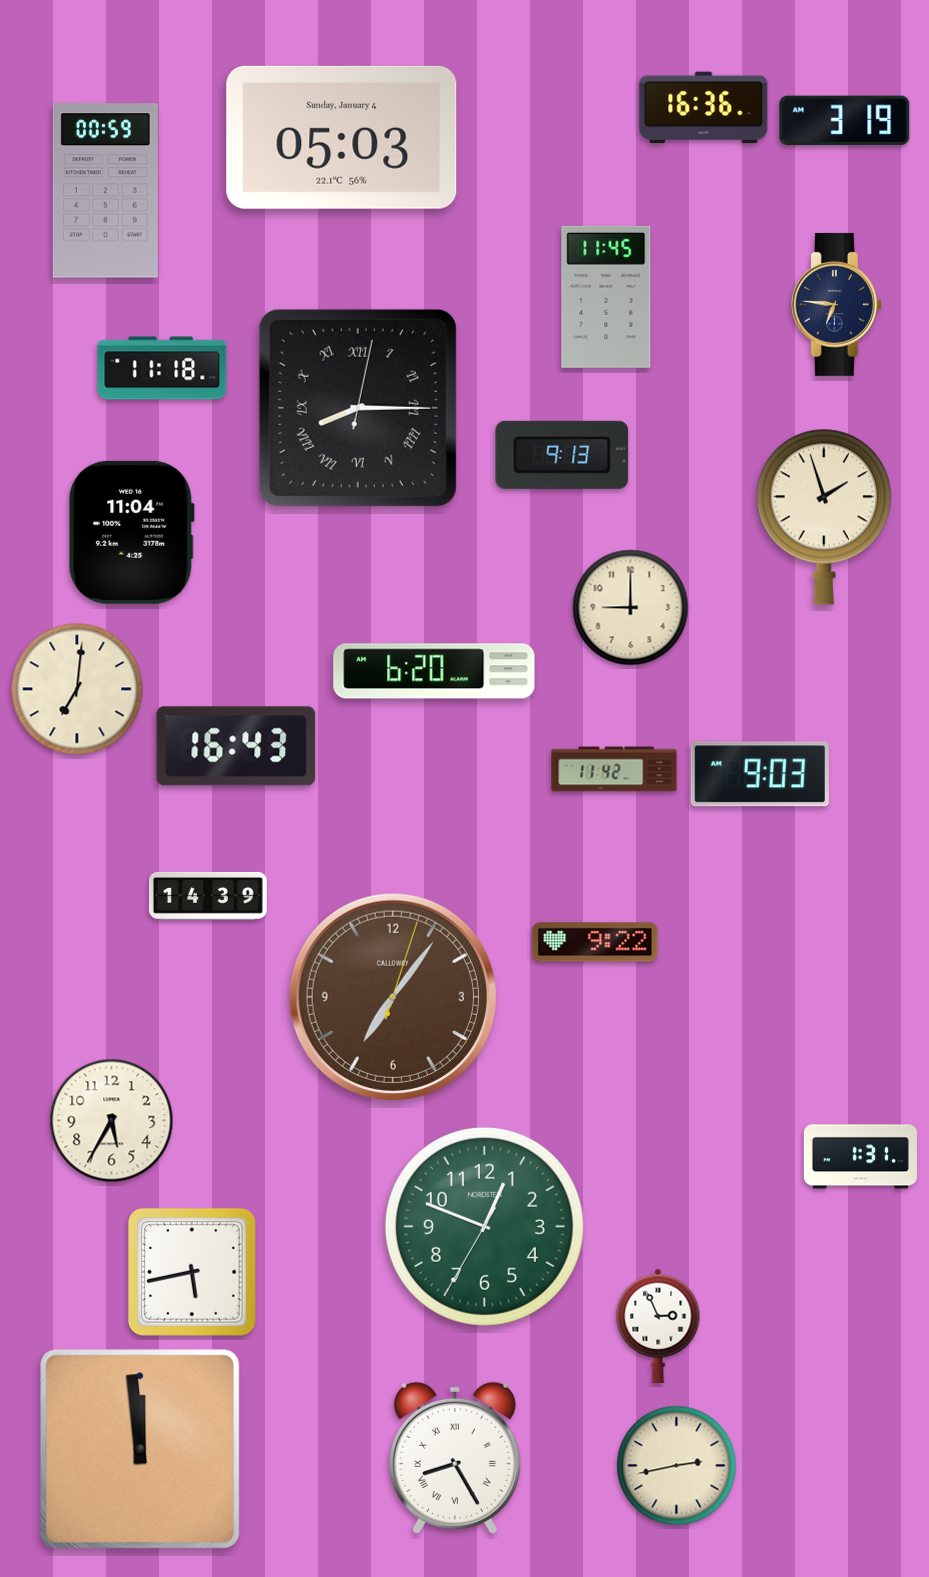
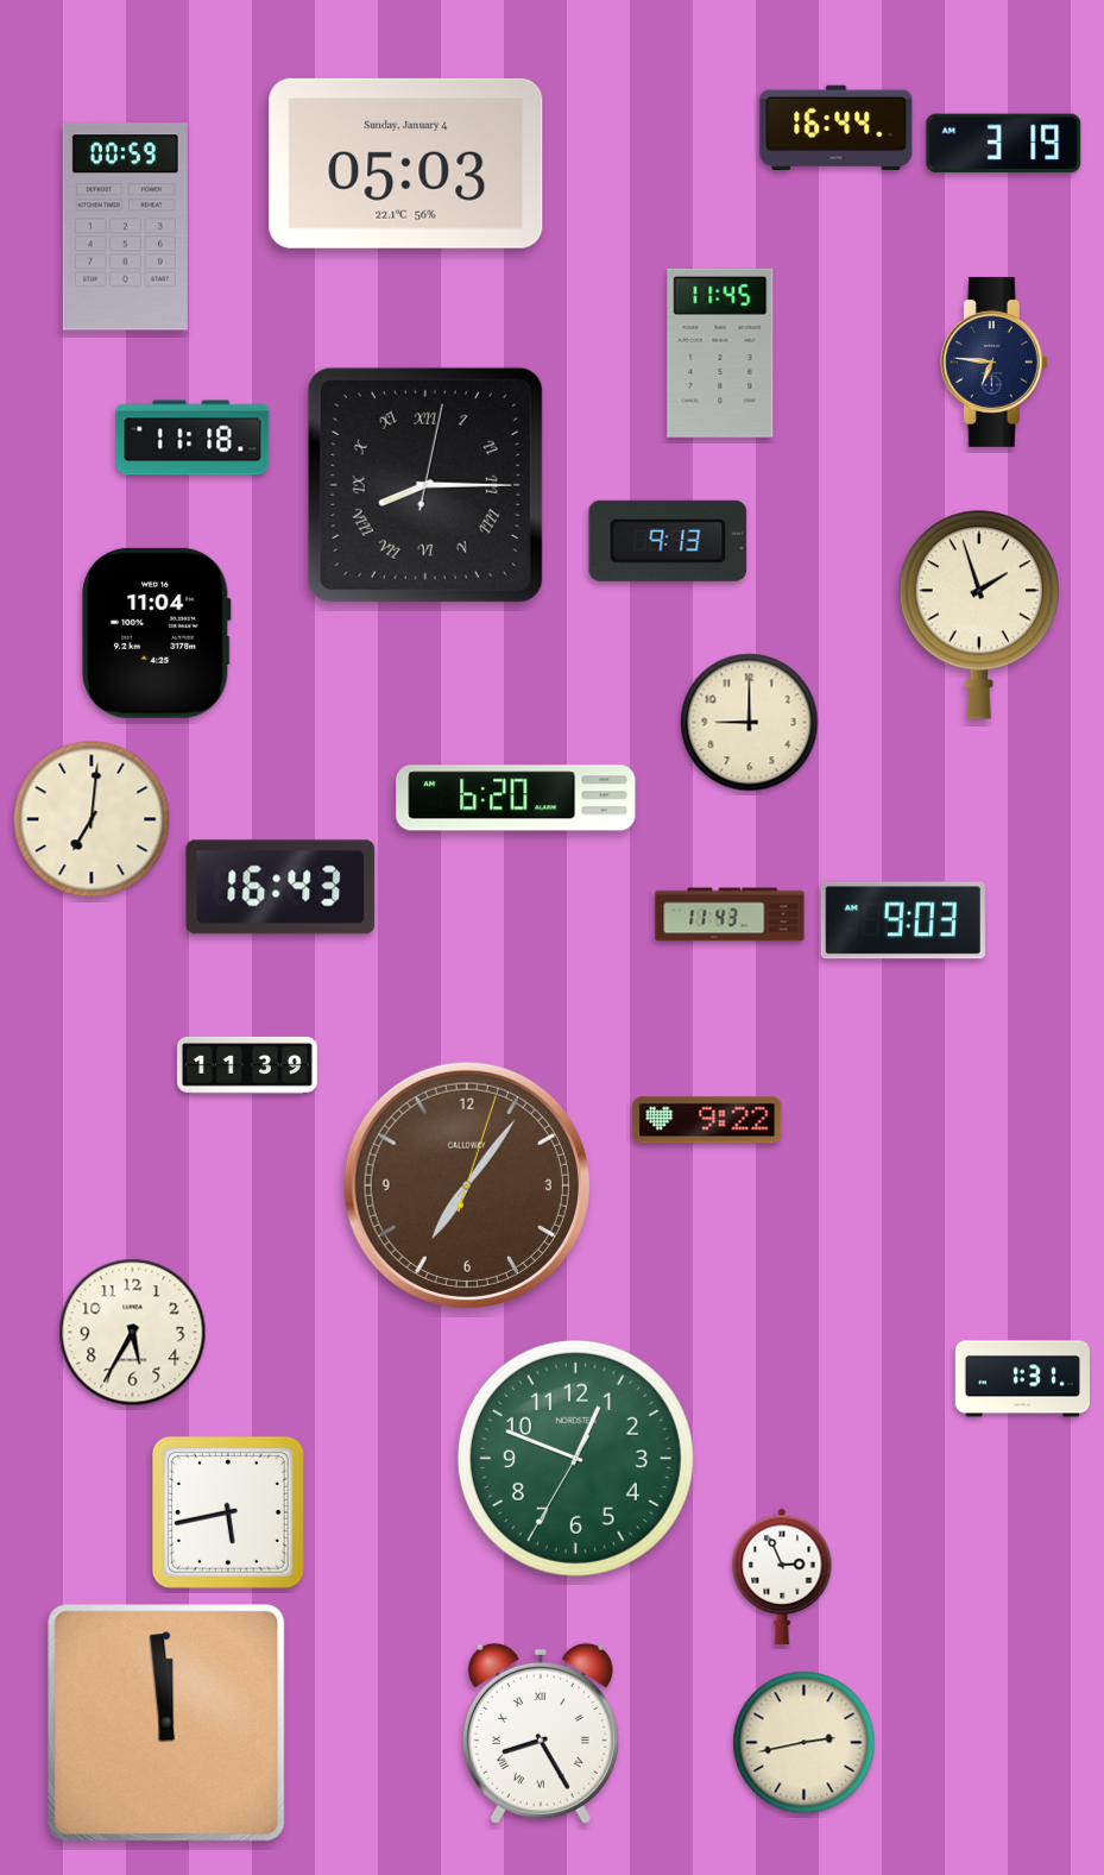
clock at (704, 108): 16:36 -> 16:44
clock at (614, 769): 11:42 -> 11:43
clock at (208, 896): 14:39 -> 11:39
clock at (860, 1157) position: (860, 1157) -> (1022, 1379)
